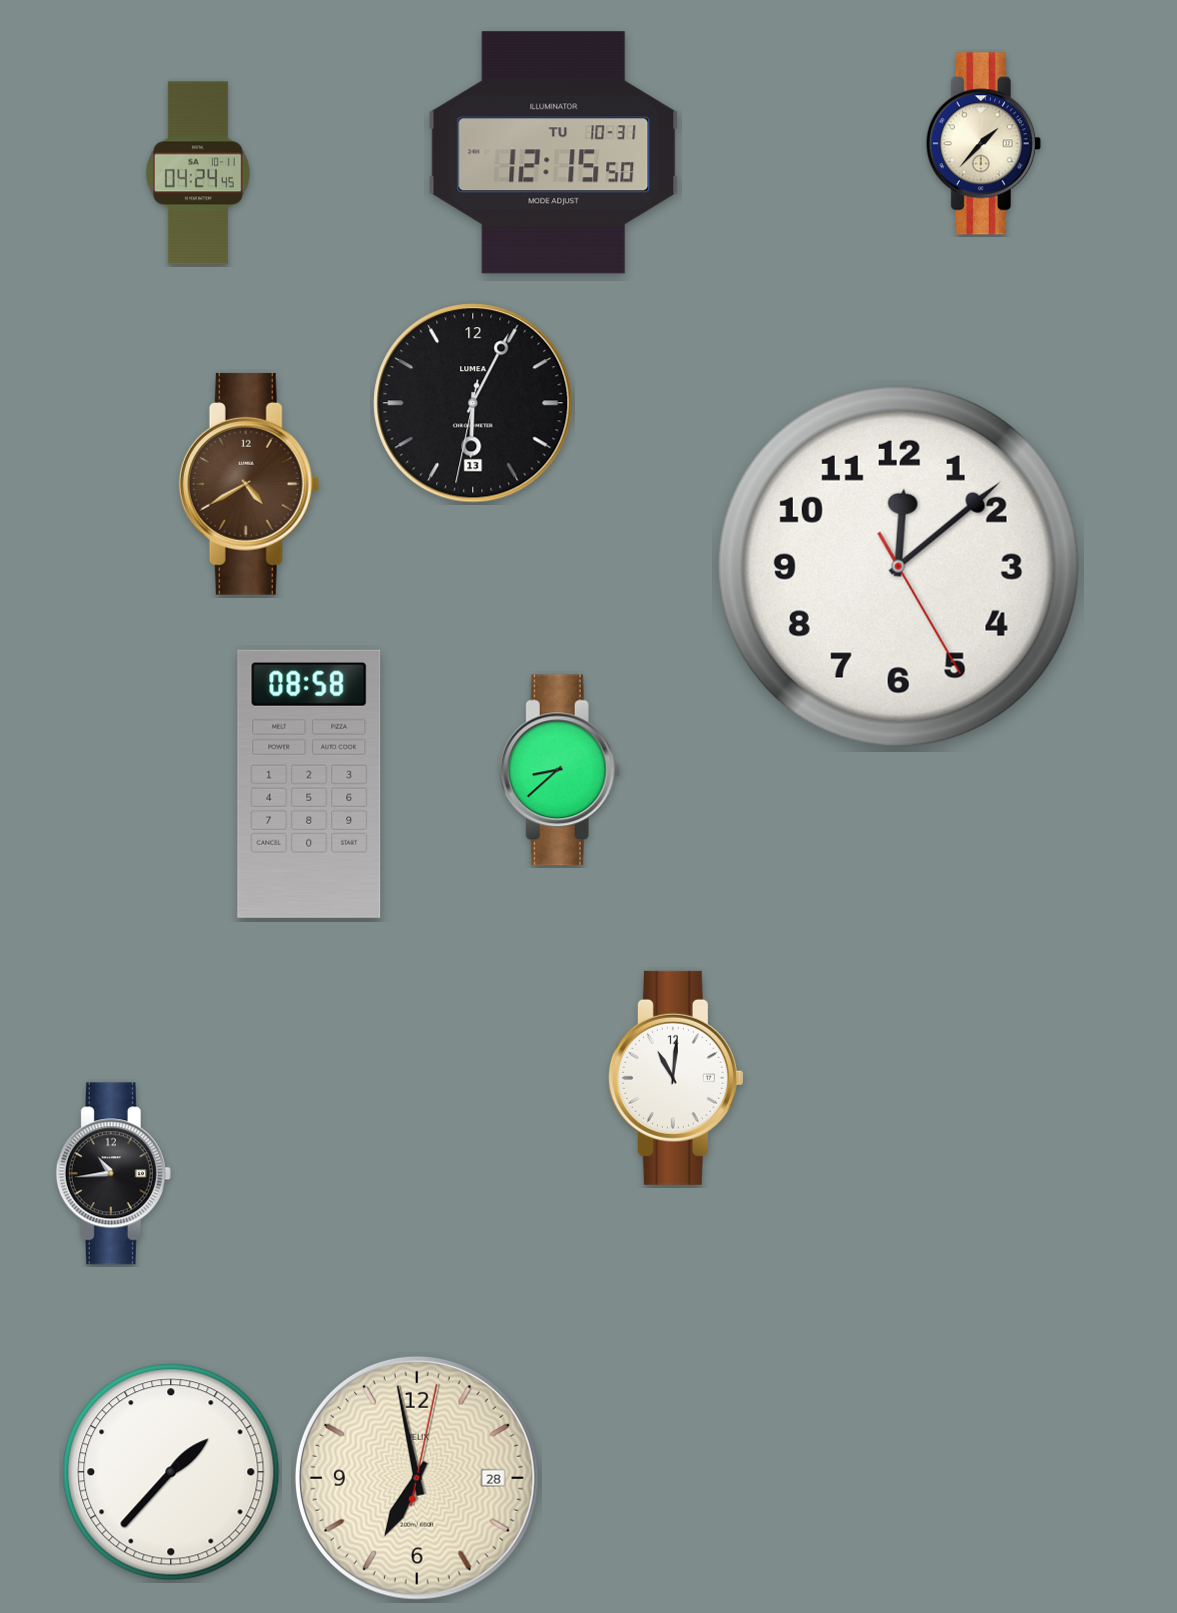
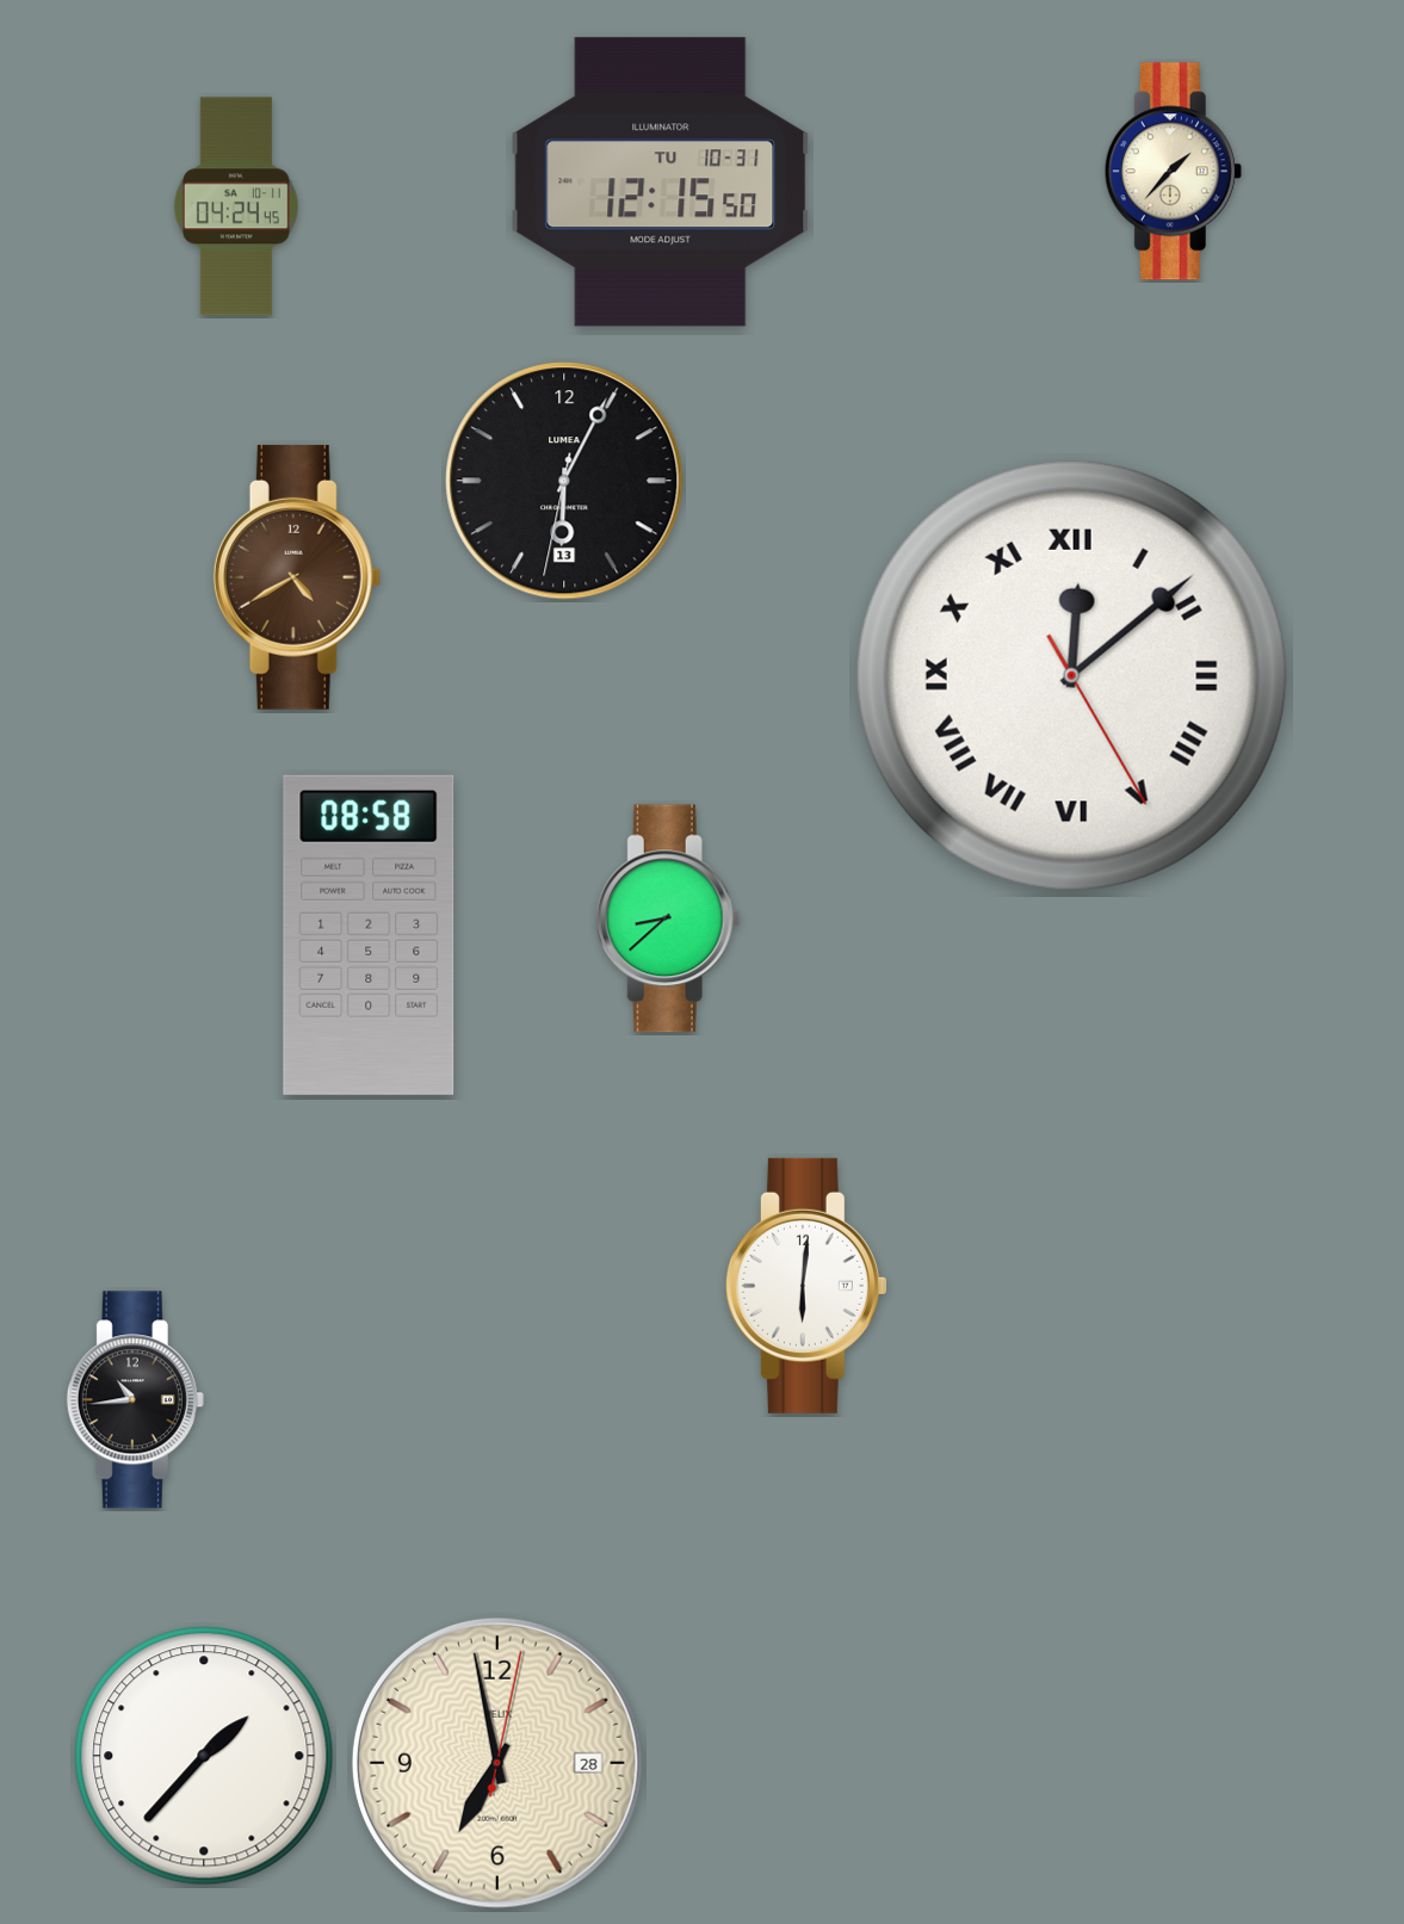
clock at (898, 566) numerals: Arabic -> Roman
clock at (676, 1078): 11:01 -> 6:01
